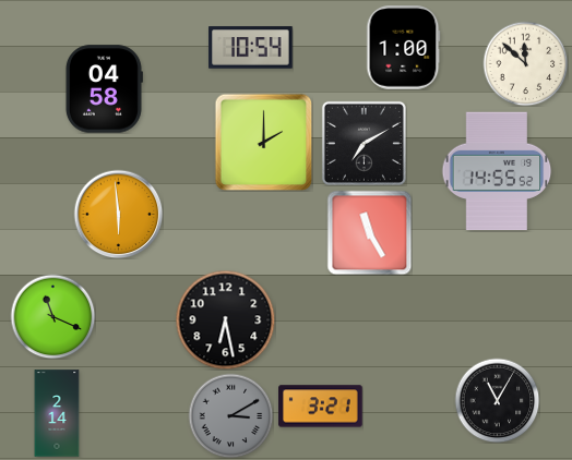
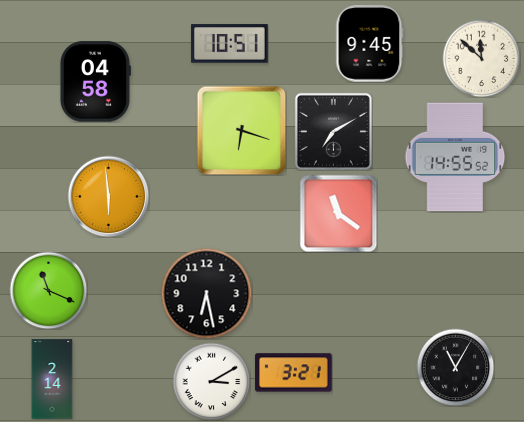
clock at (251, 48): 10:54 -> 10:51
clock at (403, 48): 1:00 -> 9:45
clock at (263, 142): 2:00 -> 6:18
clock at (369, 232): 11:25 -> 11:21
clock at (230, 415) dial: grey -> white
